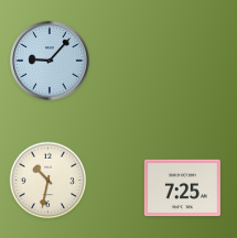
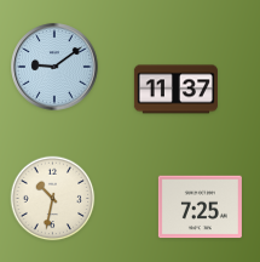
clock at (50, 61): 9:07 -> 9:09
clock at (175, 90): none -> 11:37
